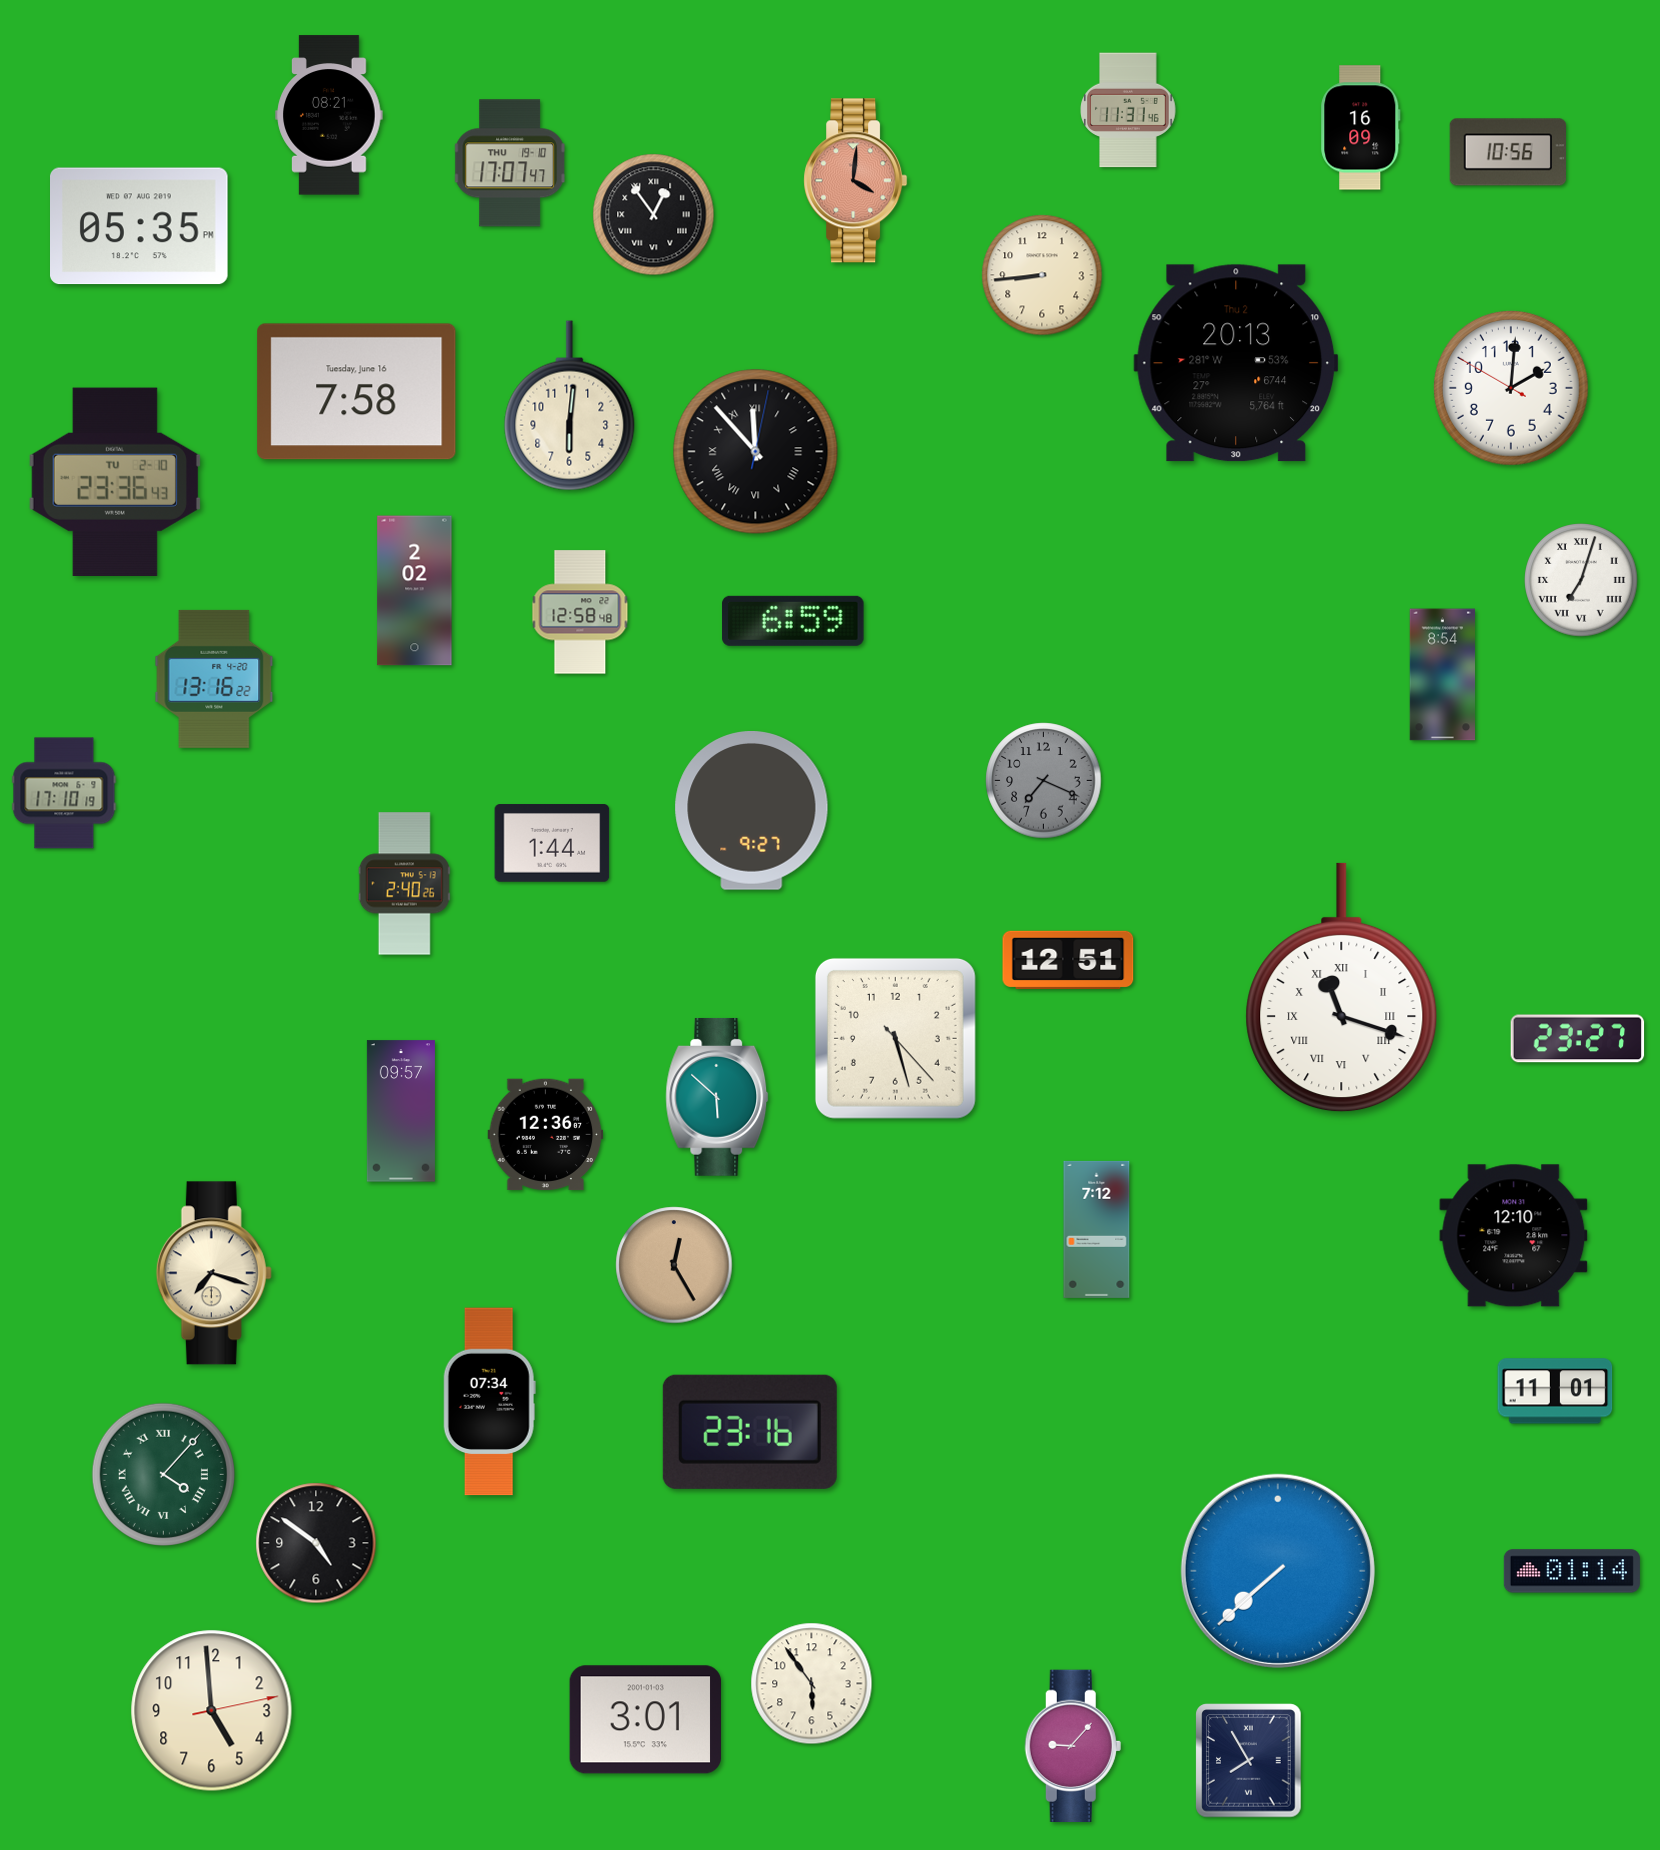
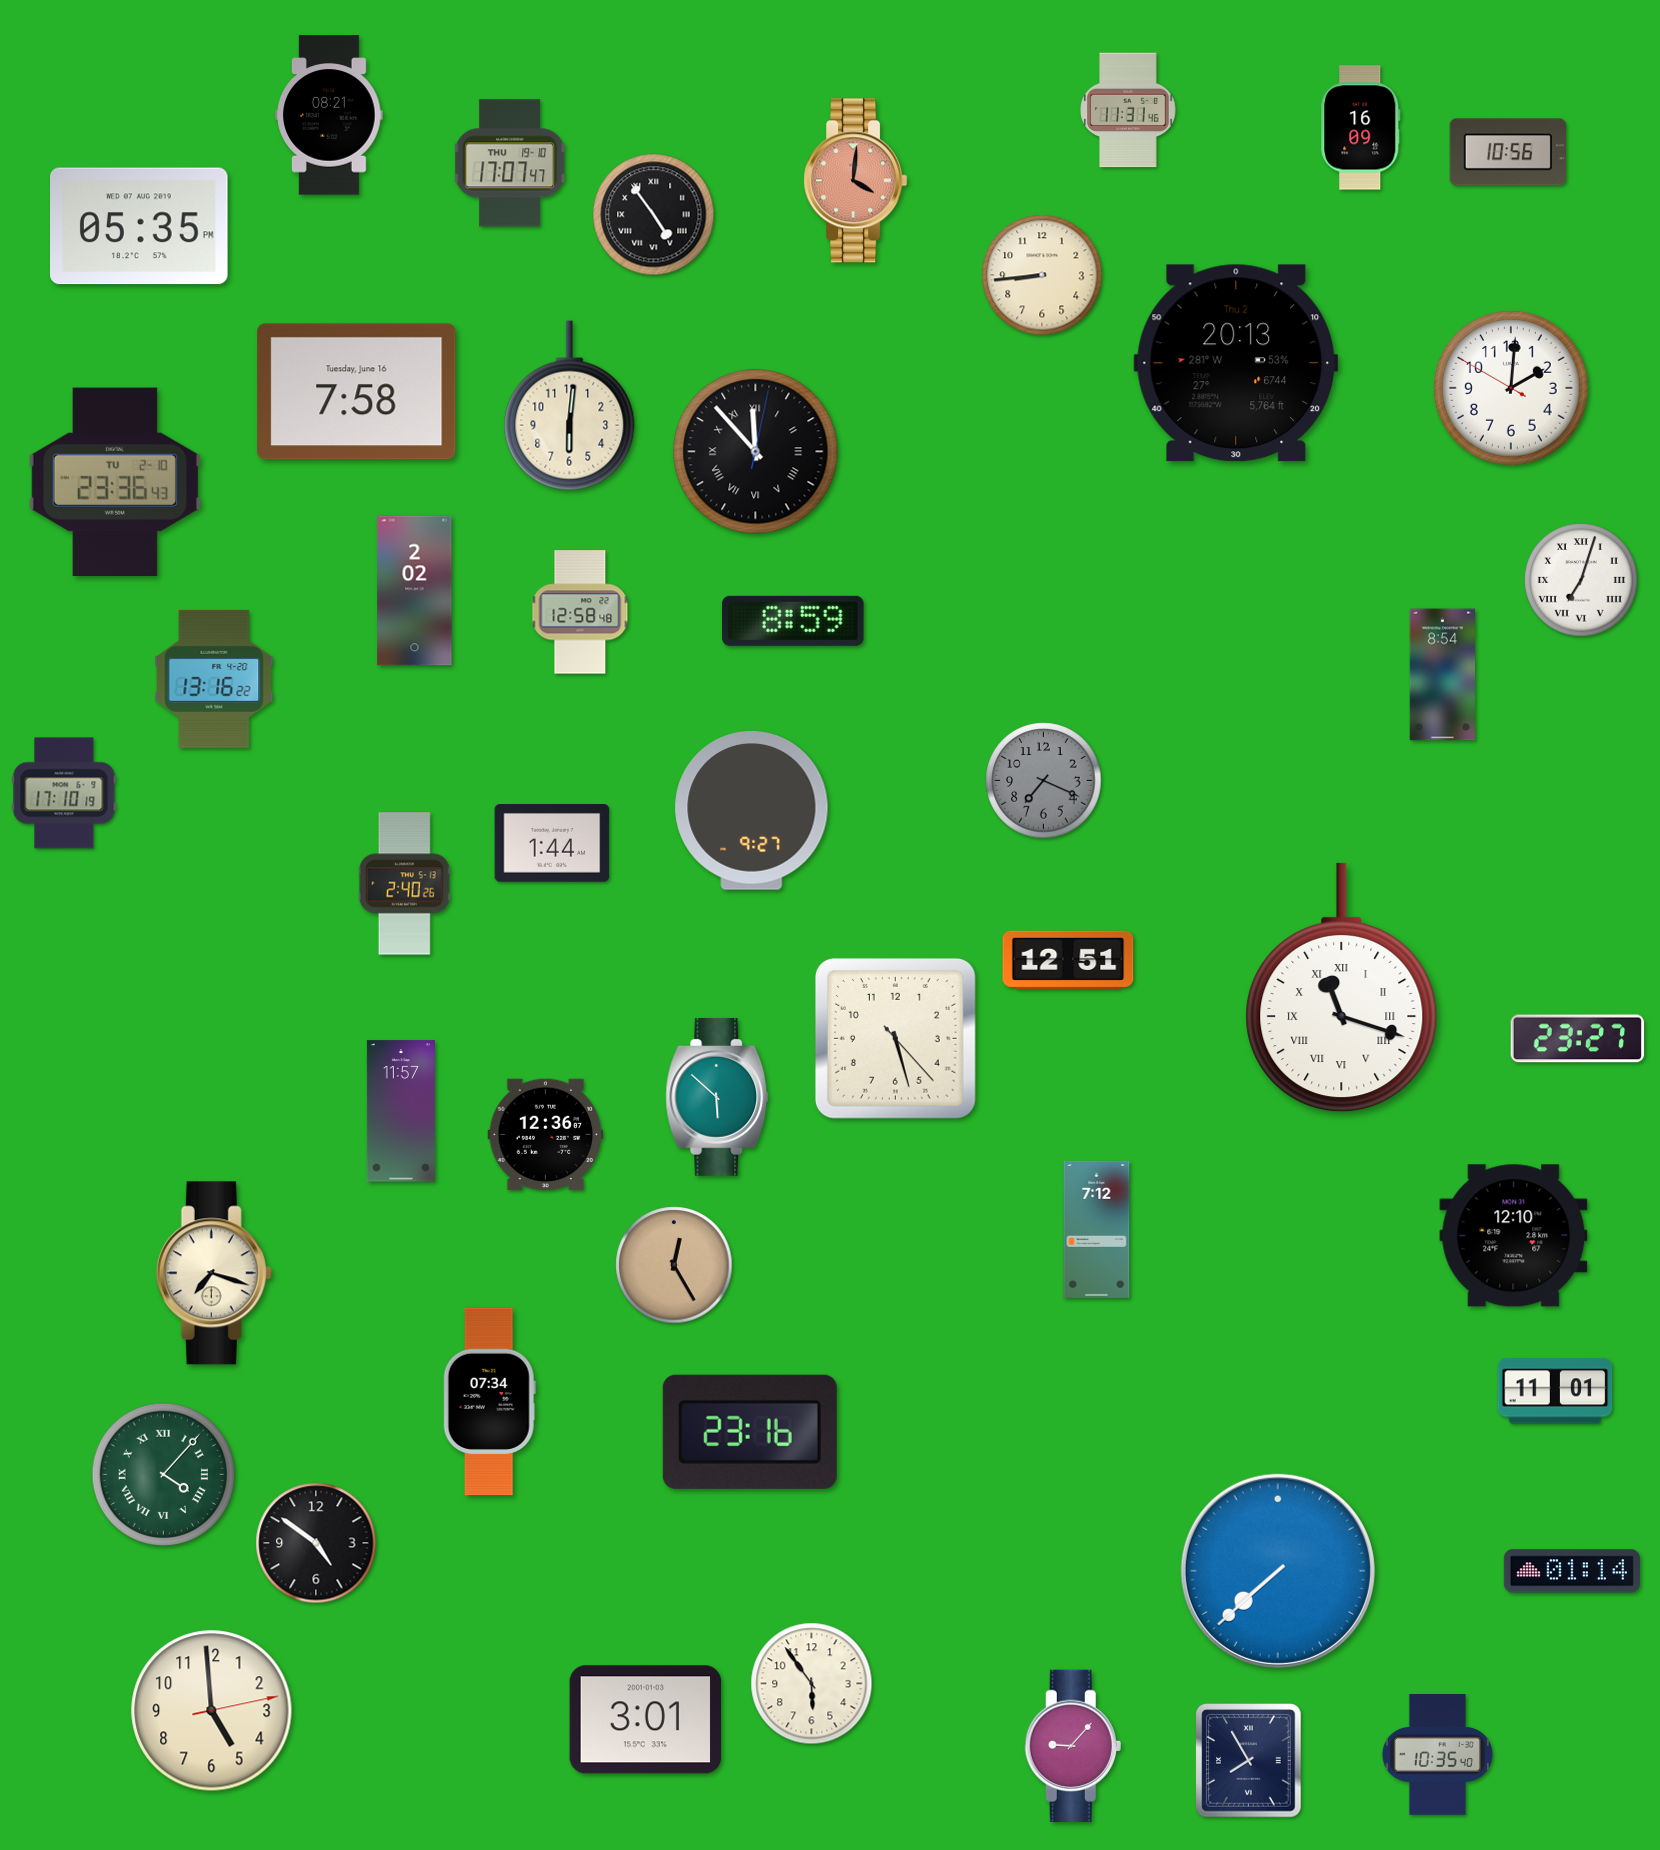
clock at (654, 215): 12:54 -> 4:54
clock at (793, 621): 6:59 -> 8:59
clock at (401, 1111): 09:57 -> 11:57
clock at (1437, 1755): none -> 10:35
